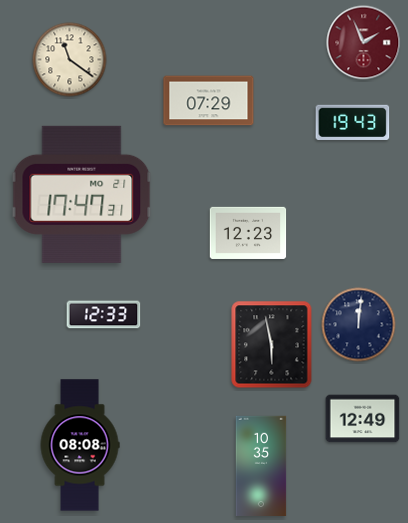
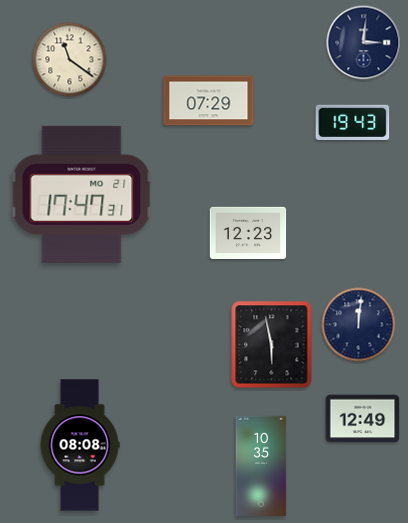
clock at (364, 43): 1:56 -> 3:01
clock at (364, 43) dial: burgundy -> navy
clock at (104, 315): 12:33 -> none
